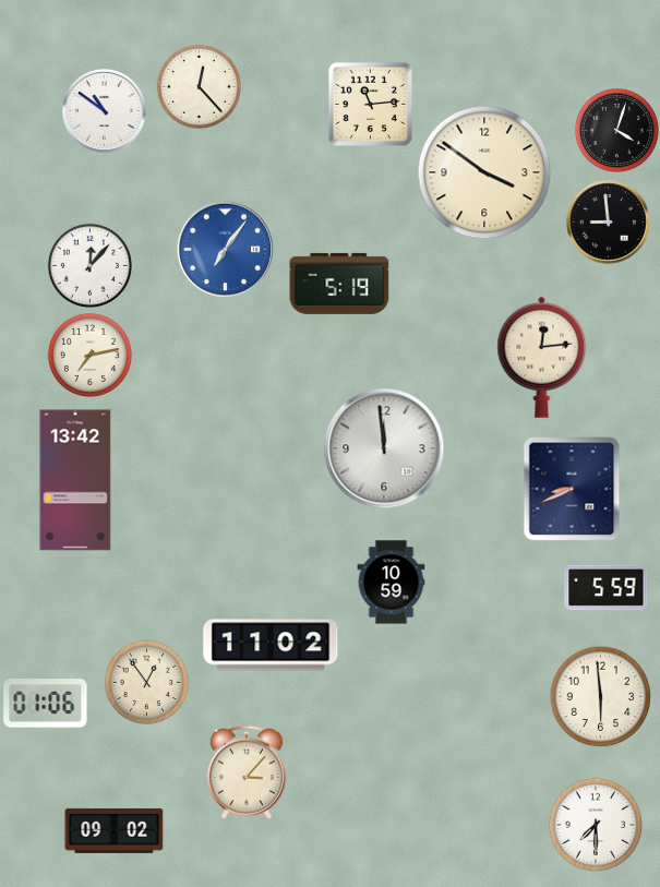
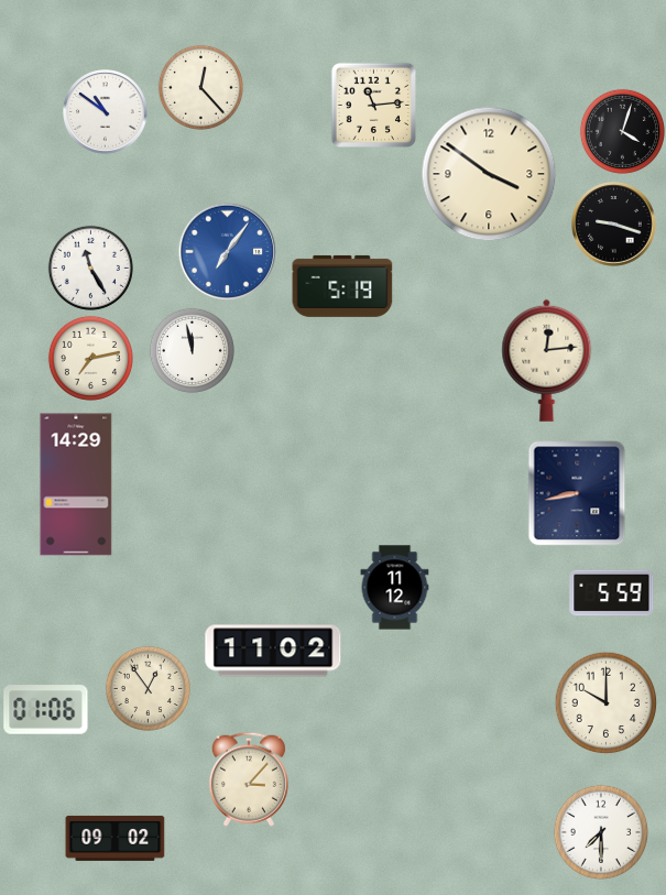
clock at (609, 223): 8:59 -> 9:18
clock at (89, 265): 12:07 -> 11:25
clock at (192, 350): none -> 11:58
clock at (384, 448): 11:59 -> none
clock at (75, 480): 13:42 -> 14:29
clock at (572, 489): 8:41 -> 8:43
clock at (392, 583): 10:59 -> 11:12
clock at (600, 696): 5:59 -> 10:00
